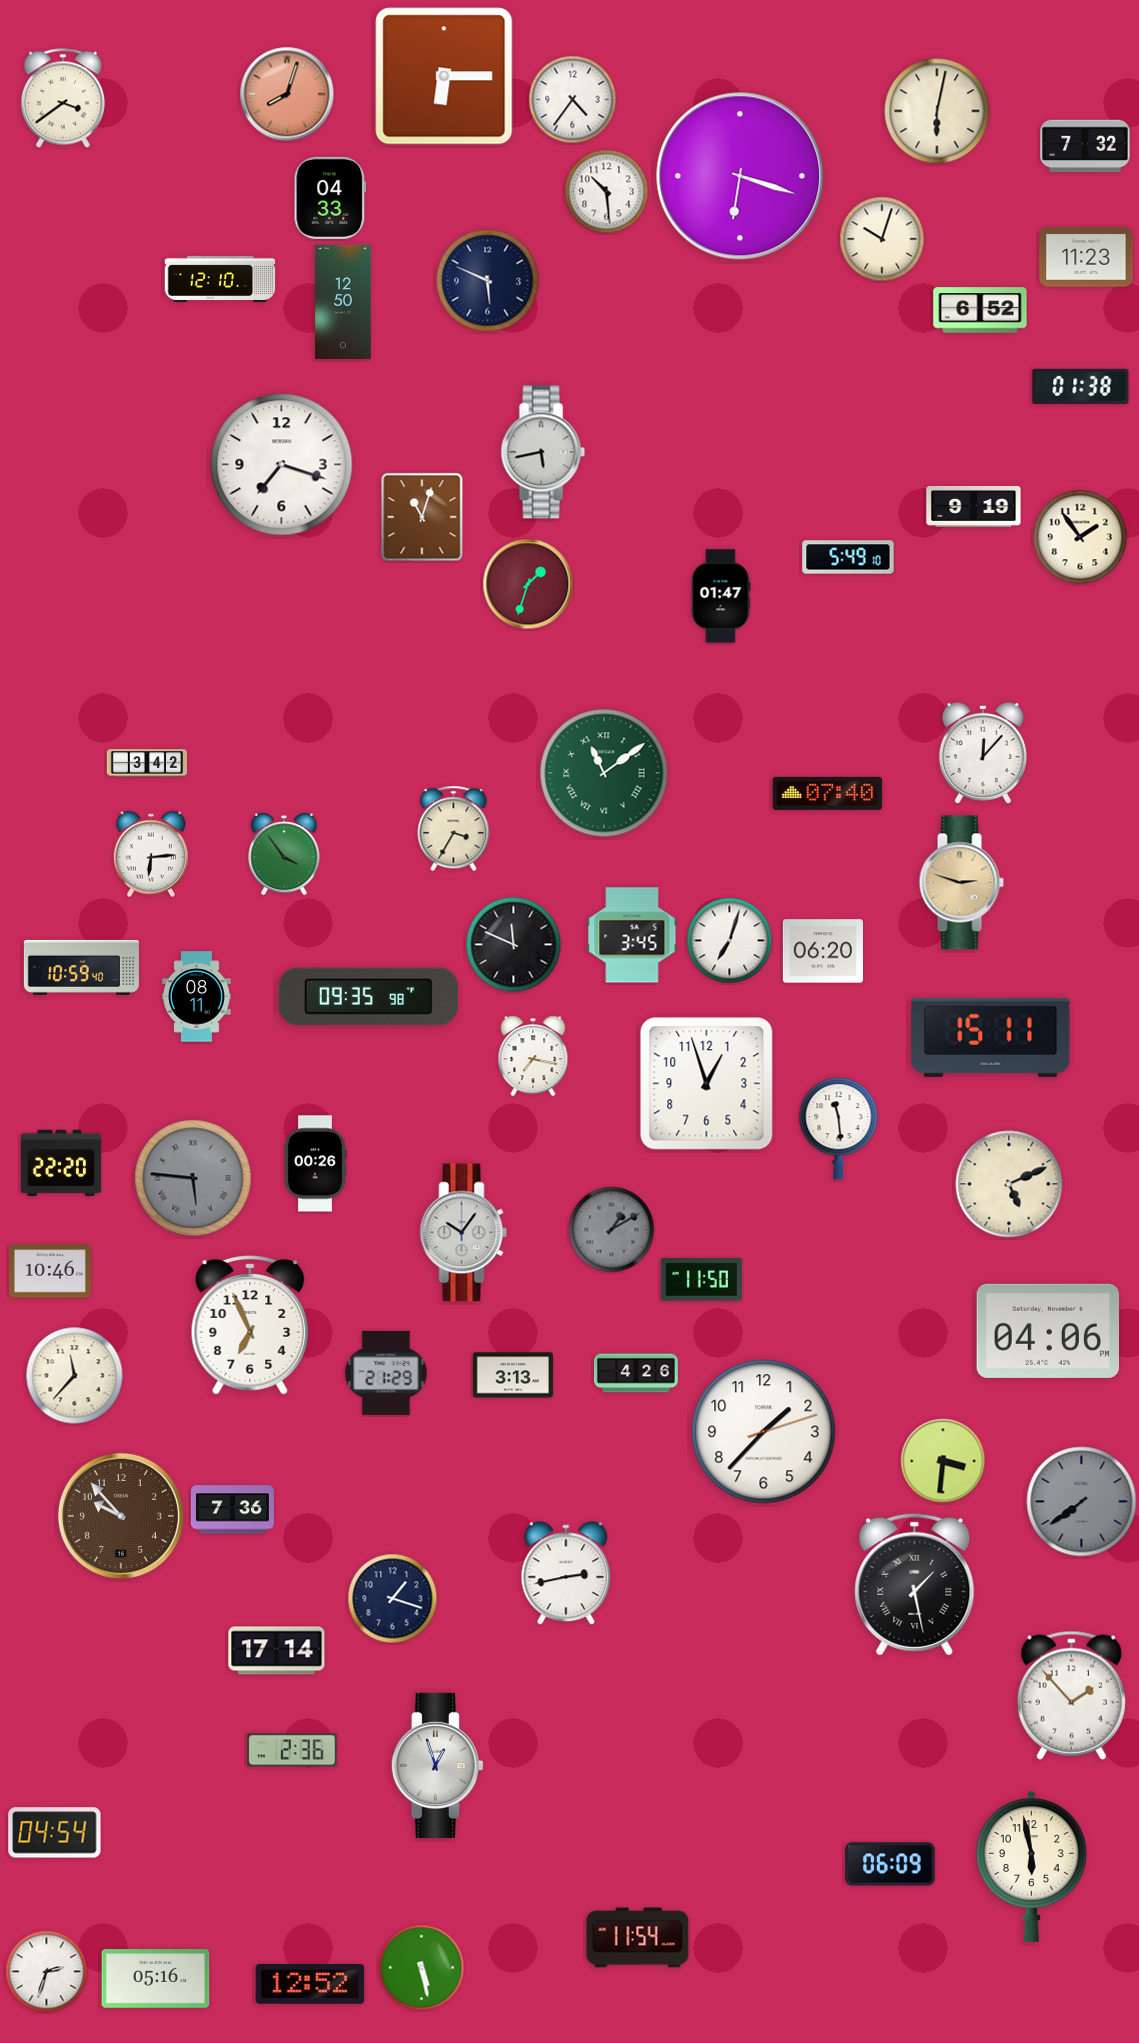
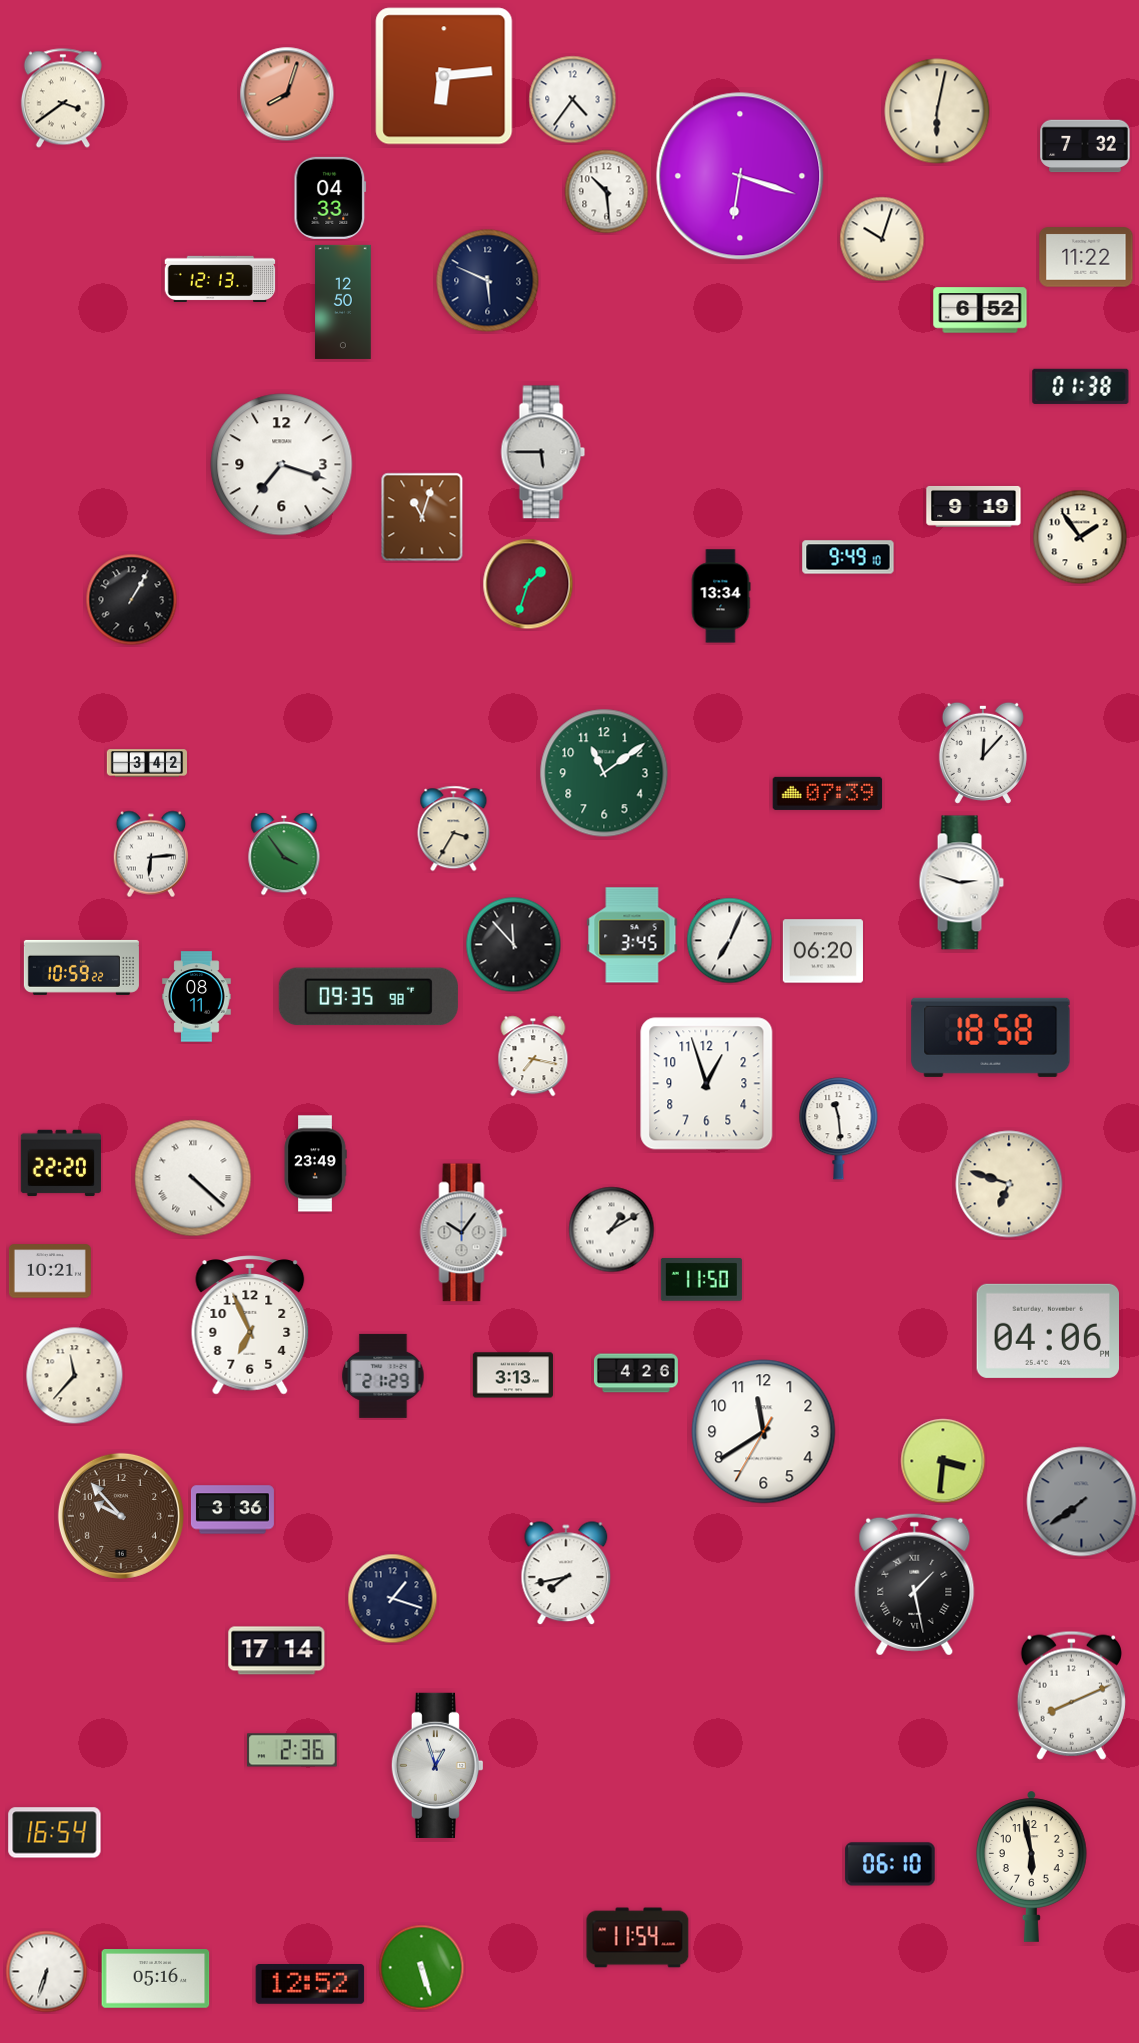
clock at (444, 76): 6:15 -> 6:14
clock at (1086, 257): 11:23 -> 11:22
clock at (220, 278): 12:10 -> 12:13
clock at (543, 452): 5:43 -> 5:45
clock at (848, 557): 5:49 -> 9:49
clock at (721, 596): 01:47 -> 13:34
clock at (132, 600): none -> 1:05
clock at (604, 773) numerals: Roman -> Arabic
clock at (828, 793): 07:40 -> 07:39
clock at (961, 883) dial: champagne -> white
clock at (730, 941): 7:03 -> 7:04
clock at (514, 945): 11:49 -> 11:53
clock at (81, 967): 10:59:40 -> 10:59:22
clock at (991, 1037): 15:11 -> 18:58
clock at (315, 1164): 00:26 -> 23:49
clock at (193, 1178): 5:46 -> 4:22
clock at (193, 1178) dial: grey -> white
clock at (1009, 1184): 5:11 -> 6:48
clock at (612, 1230) dial: grey -> white
clock at (50, 1271): 10:46 -> 10:21
clock at (386, 1373) position: (386, 1373) -> (383, 1376)
clock at (764, 1432): 1:37 -> 11:39
clock at (232, 1510): 7:36 -> 3:36
clock at (566, 1574): 2:43 -> 7:43
clock at (1071, 1695): 1:53 -> 8:11
clock at (55, 1833): 04:54 -> 16:54
clock at (890, 1864): 06:09 -> 06:10
clock at (422, 1968): 5:28 -> 5:27
clock at (47, 1972): 2:33 -> 6:33
